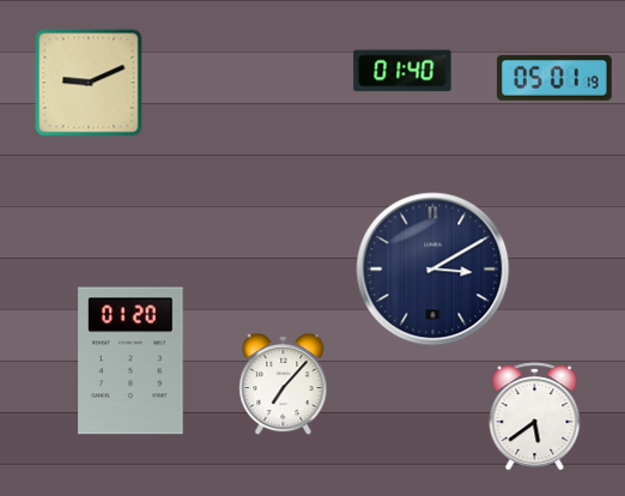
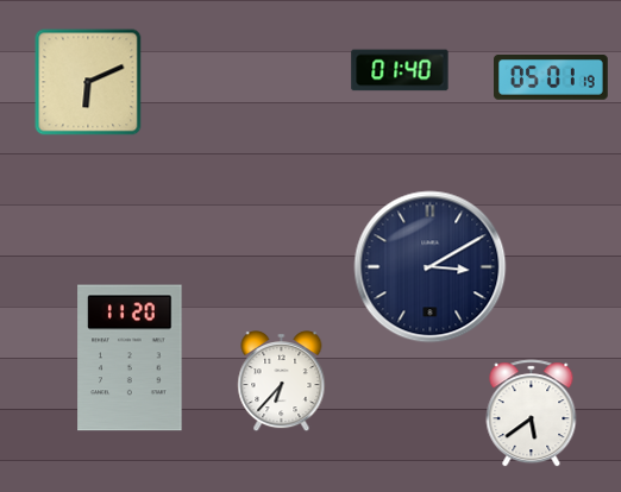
clock at (89, 83): 9:11 -> 6:11
clock at (131, 361): 01:20 -> 11:20
clock at (284, 386): 7:07 -> 6:37
